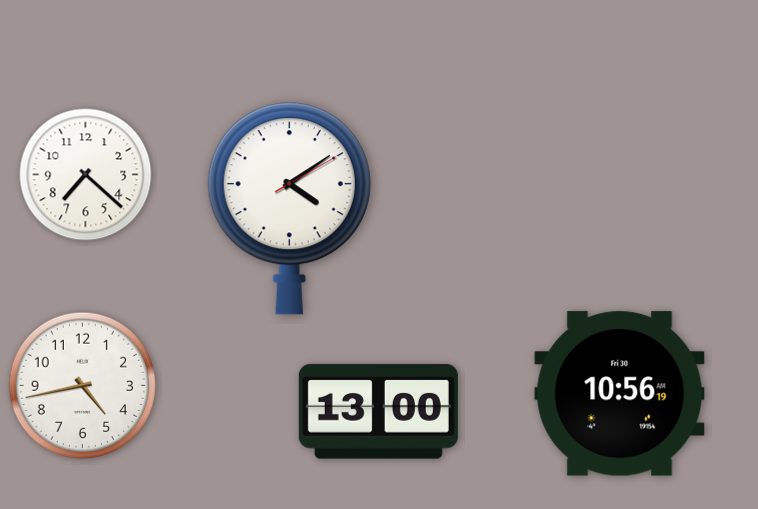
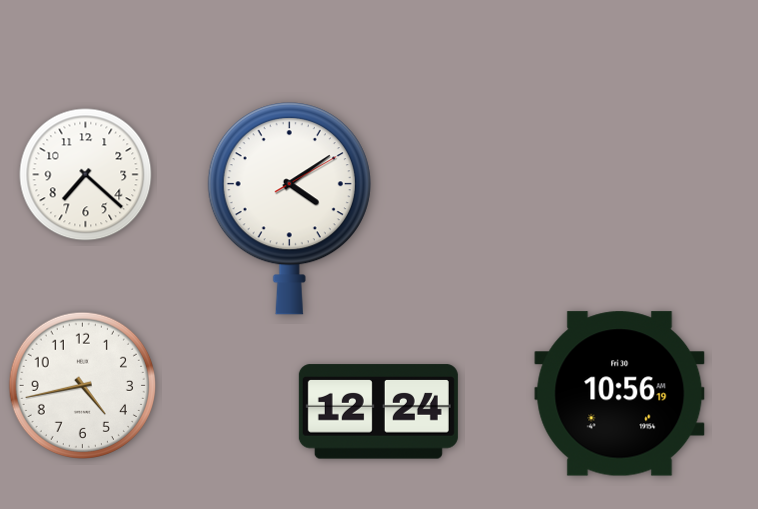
clock at (378, 412): 13:00 -> 12:24
